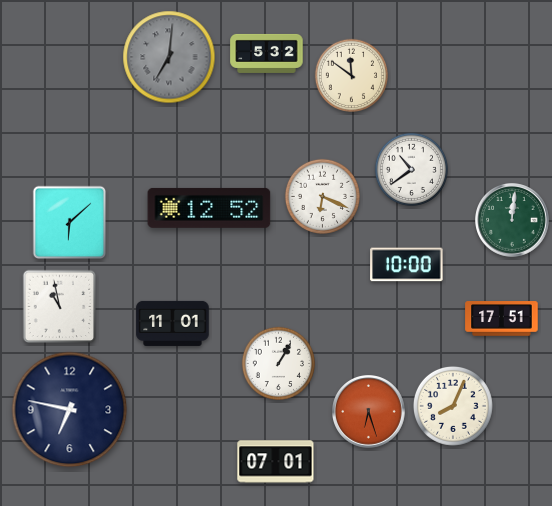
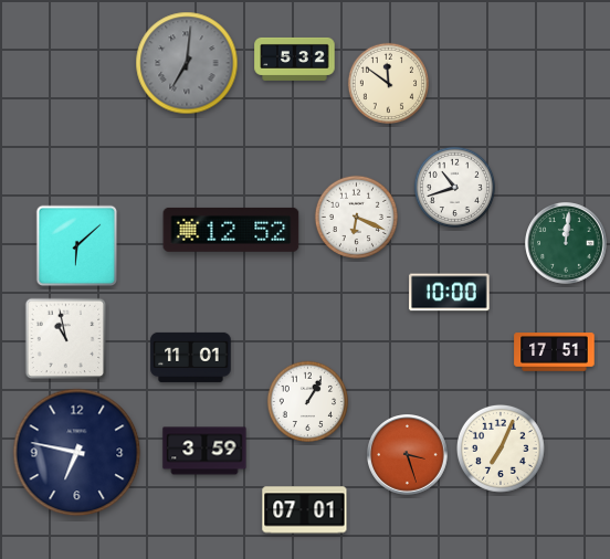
clock at (411, 169): 10:39 -> 10:42
clock at (453, 406): 8:04 -> 7:04
clock at (204, 451): none -> 3:59
clock at (369, 412): 6:27 -> 3:27
